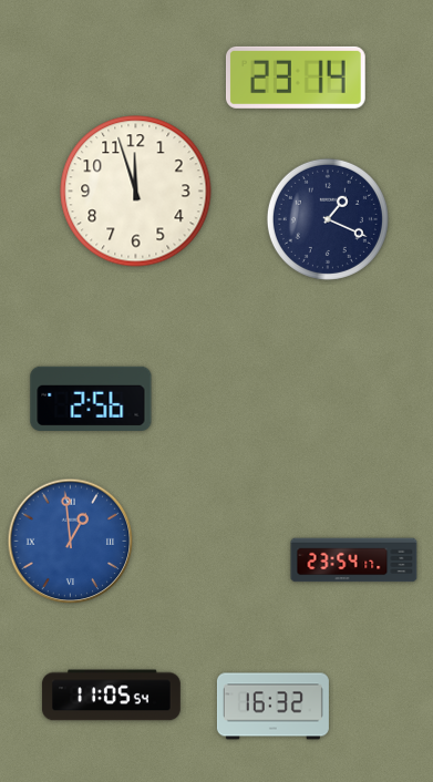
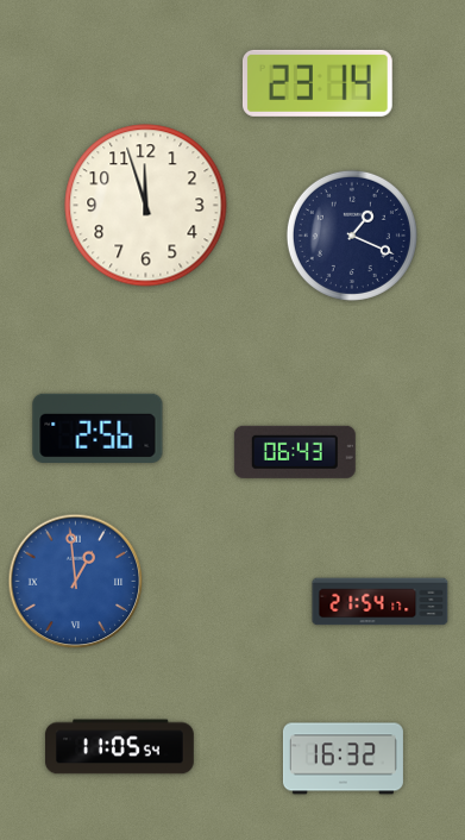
clock at (295, 452): none -> 06:43
clock at (354, 560): 23:54 -> 21:54
clock at (272, 707) position: (272, 707) -> (343, 759)
